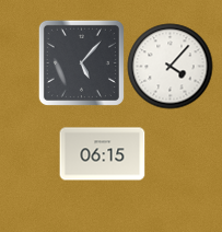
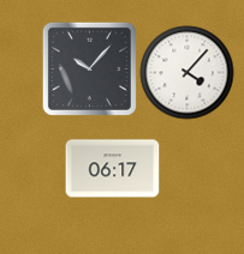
clock at (81, 62): 5:07 -> 10:07
clock at (102, 154): 06:15 -> 06:17
